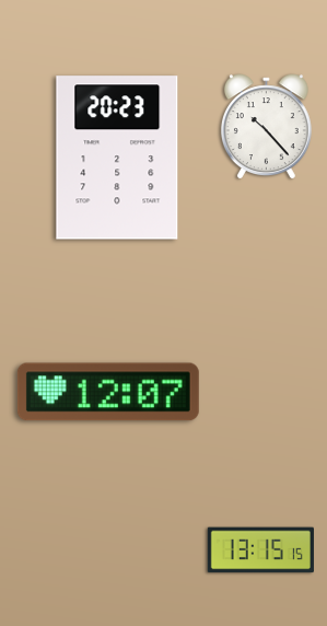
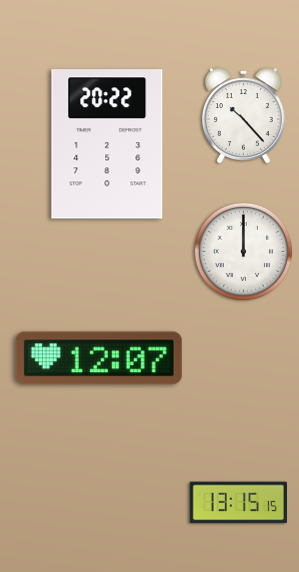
clock at (117, 158): 20:23 -> 20:22
clock at (243, 251): none -> 12:00
